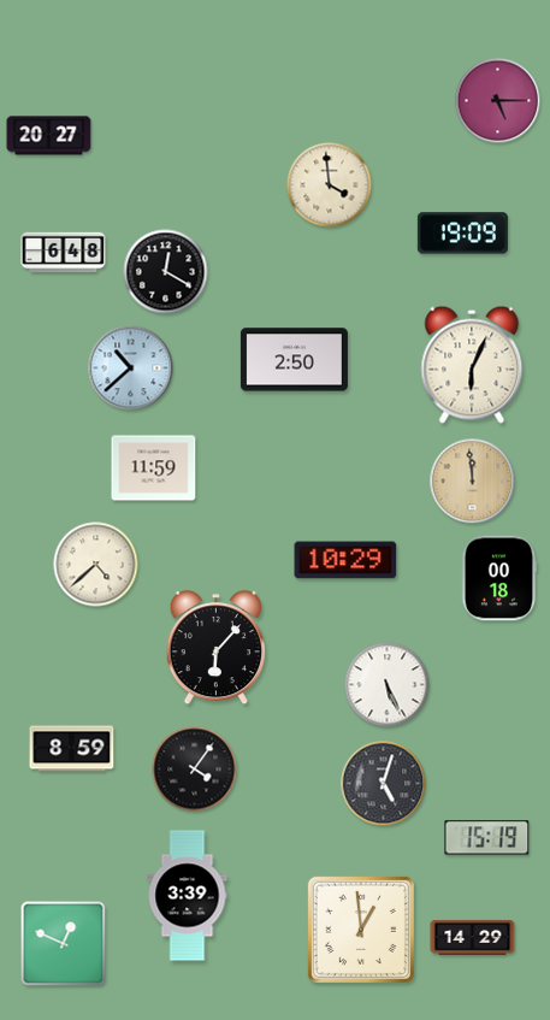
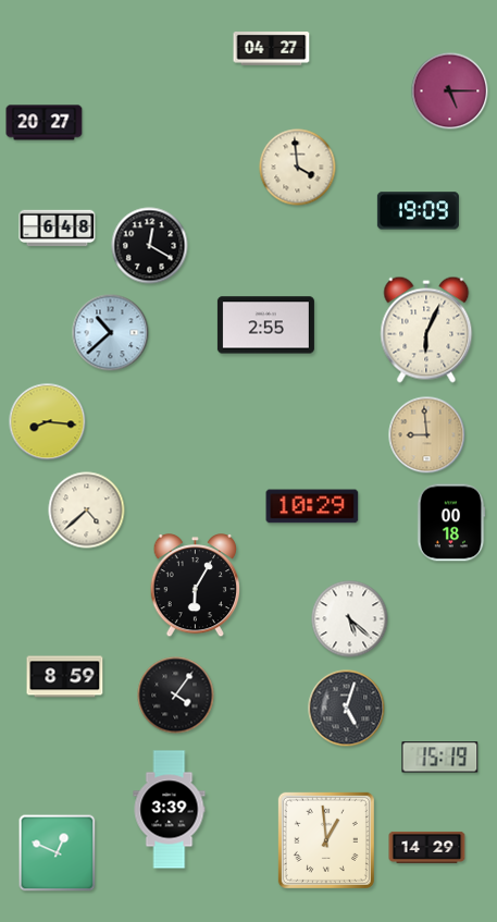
clock at (272, 49): none -> 04:27
clock at (294, 360): 2:50 -> 2:55
clock at (131, 369) position: (131, 369) -> (111, 333)
clock at (48, 422): none -> 8:16
clock at (154, 468): 11:59 -> none
clock at (473, 482): 11:59 -> 8:59
clock at (215, 649): 6:07 -> 6:05
clock at (388, 685): 5:26 -> 5:22
